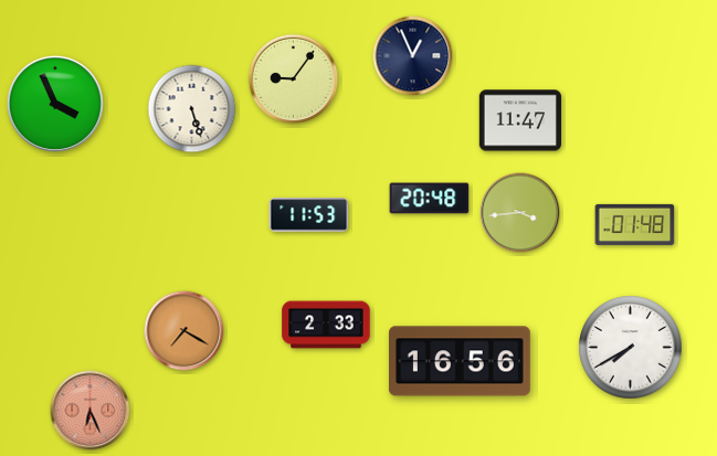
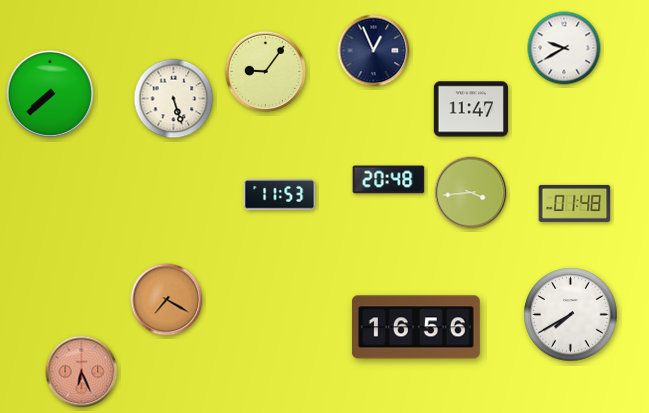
clock at (564, 48): none -> 9:40
clock at (55, 104): 3:56 -> 7:38
clock at (326, 325): 2:33 -> none
